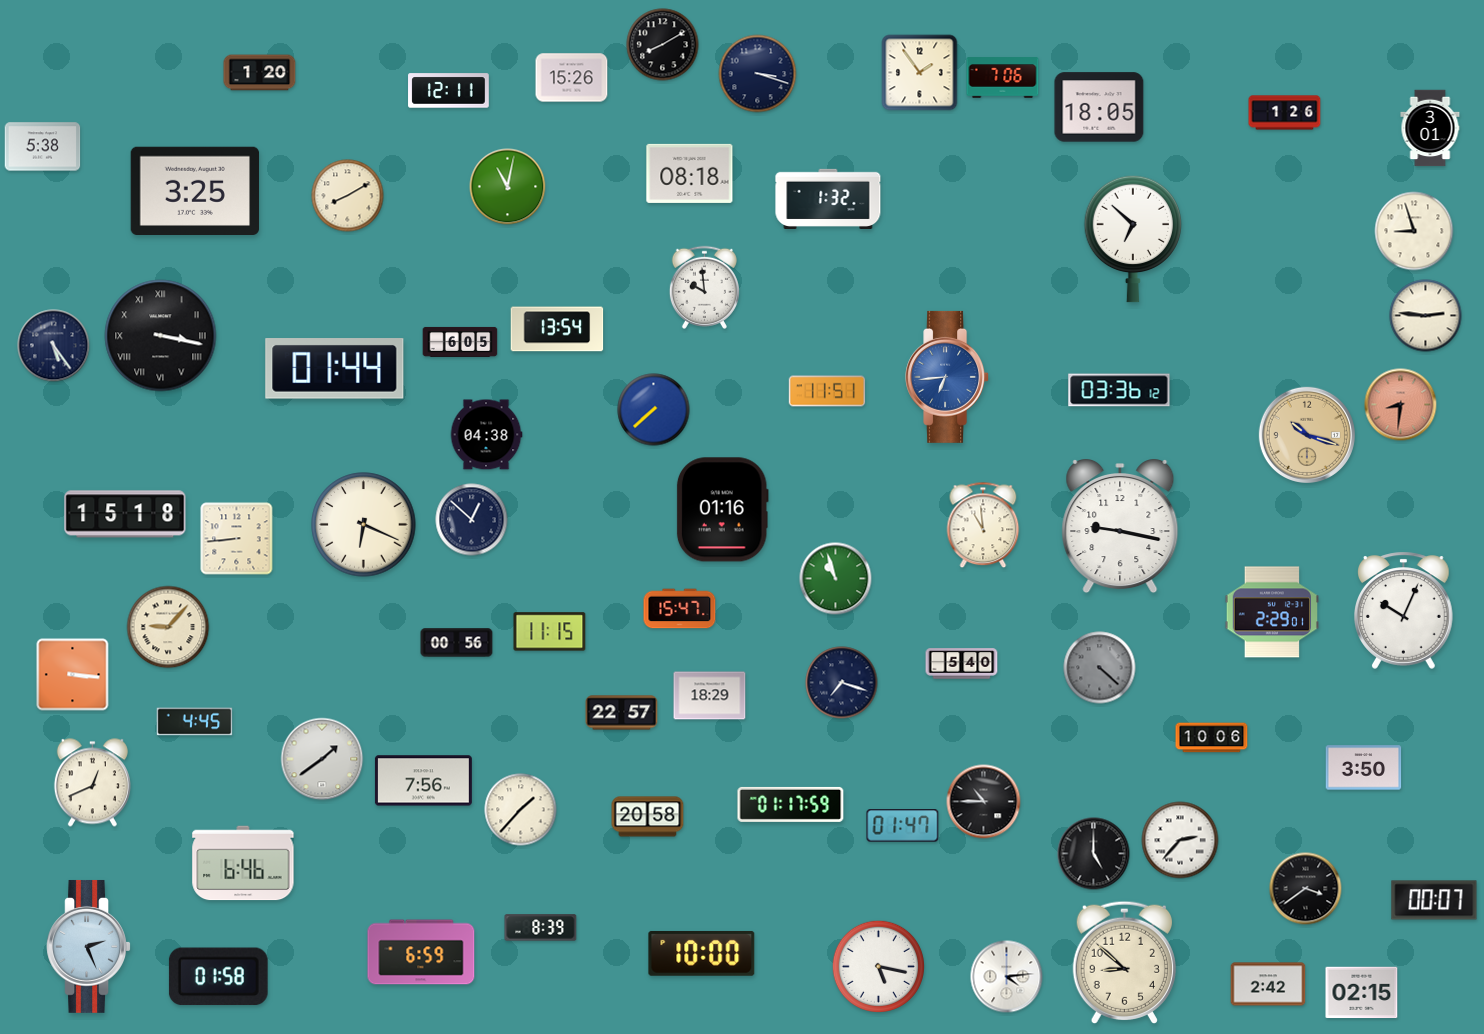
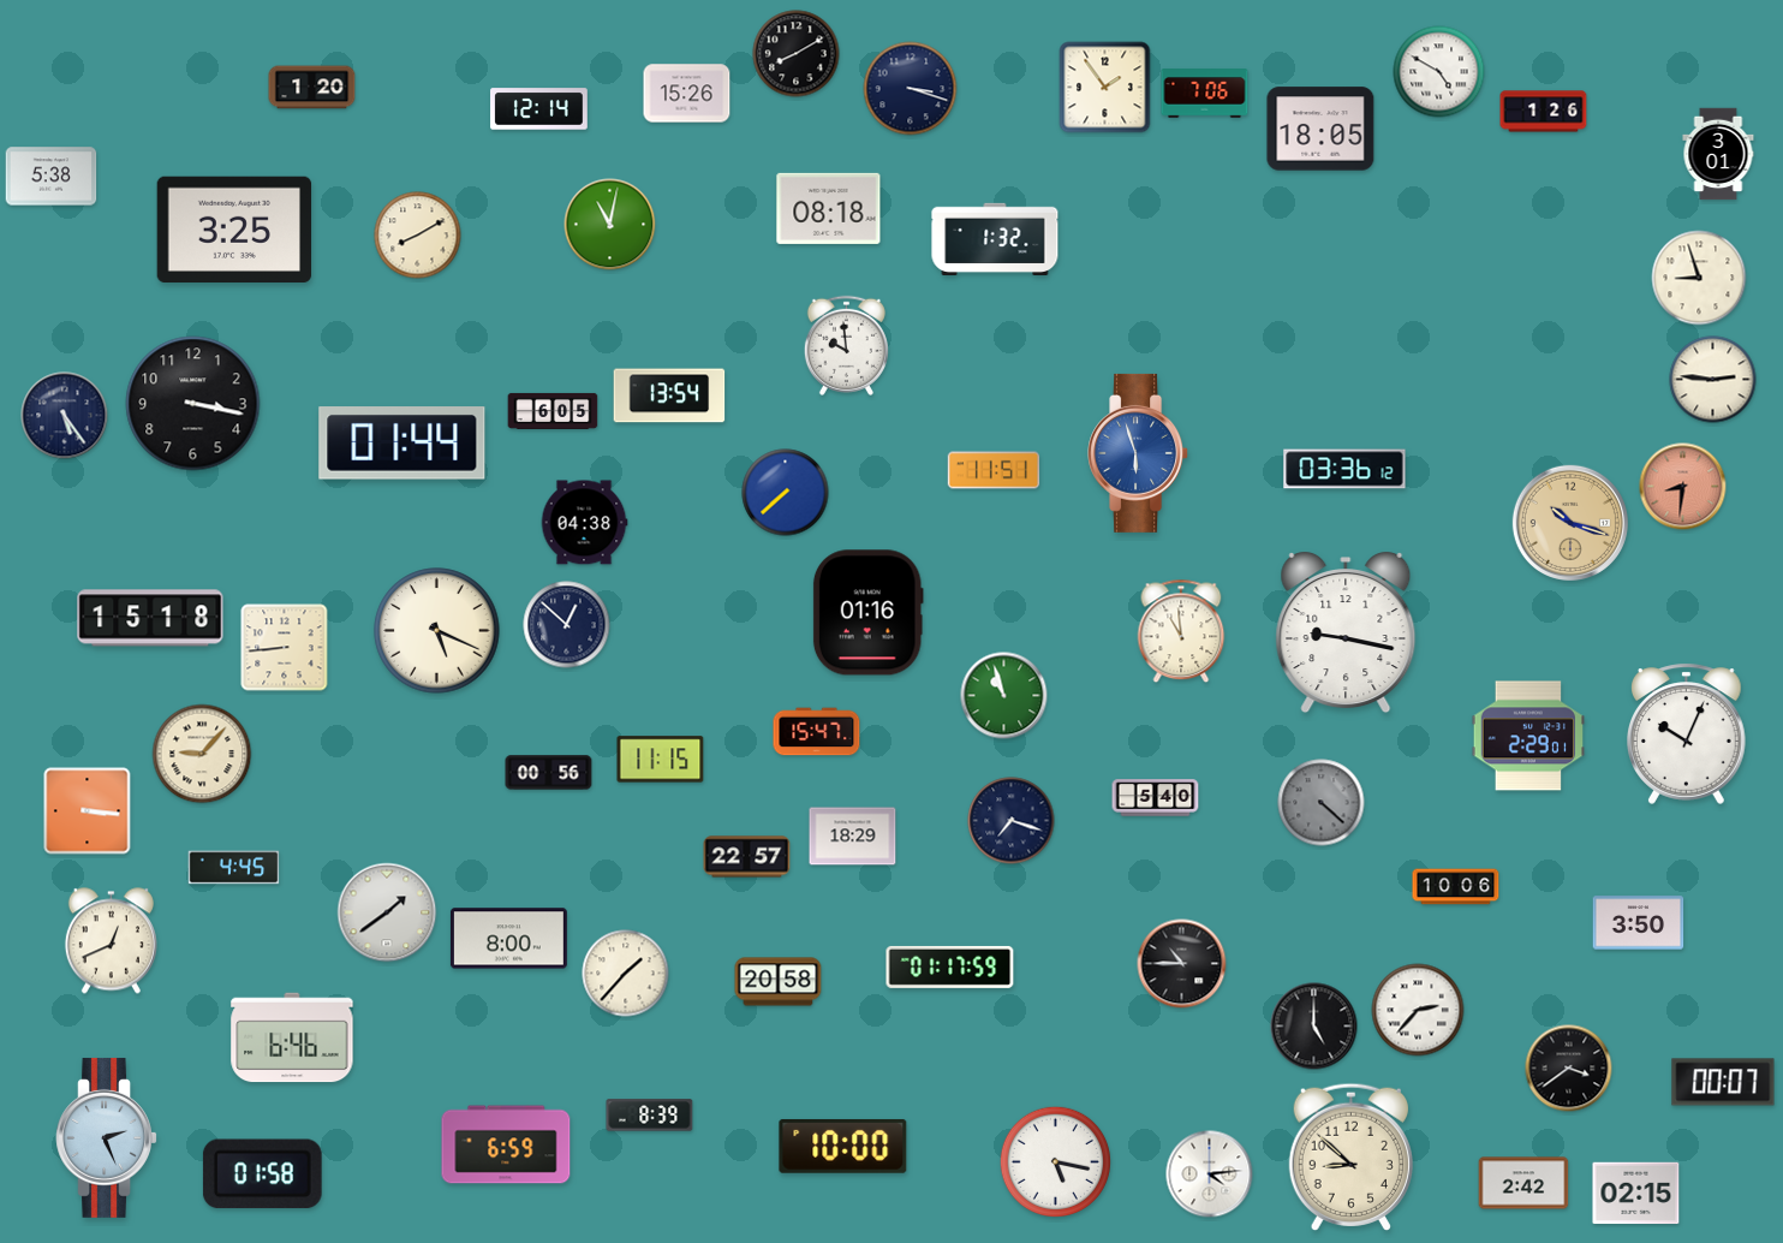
clock at (1439, 72): none -> 4:50
clock at (449, 91): 12:11 -> 12:14
clock at (1285, 113) position: (1285, 113) -> (1544, 112)
clock at (1133, 239): 6:52 -> none
clock at (161, 336) numerals: Roman -> Arabic
clock at (948, 377): 6:44 -> 5:57
clock at (364, 525): 6:19 -> 5:19
clock at (423, 781): 7:56 -> 8:00
clock at (903, 826): 01:47 -> none
